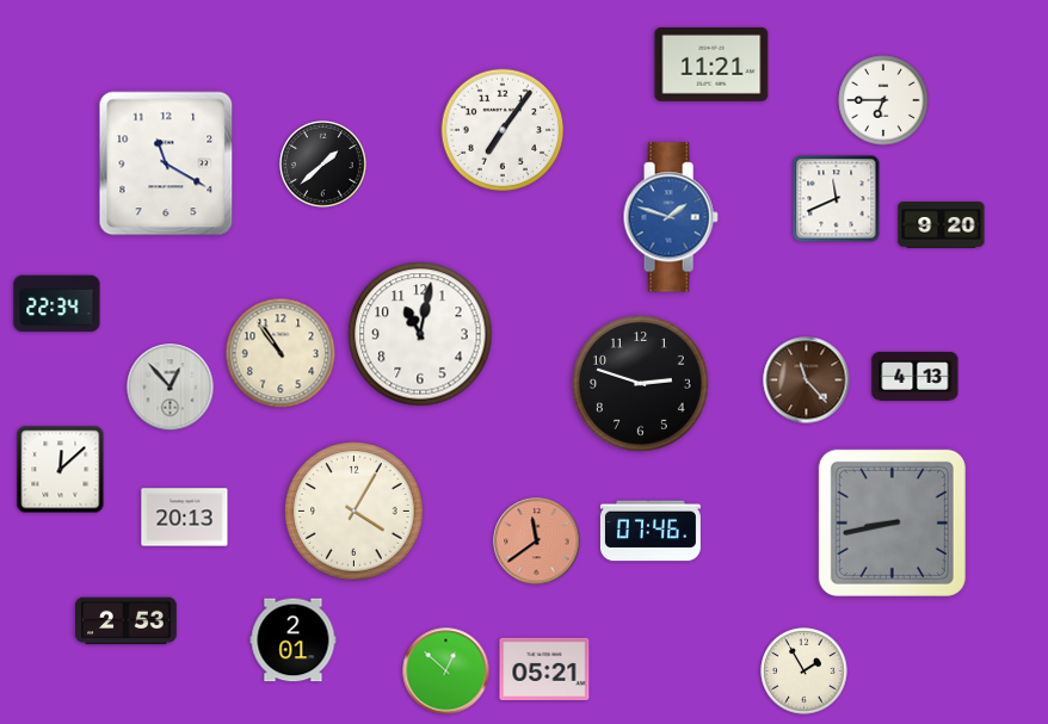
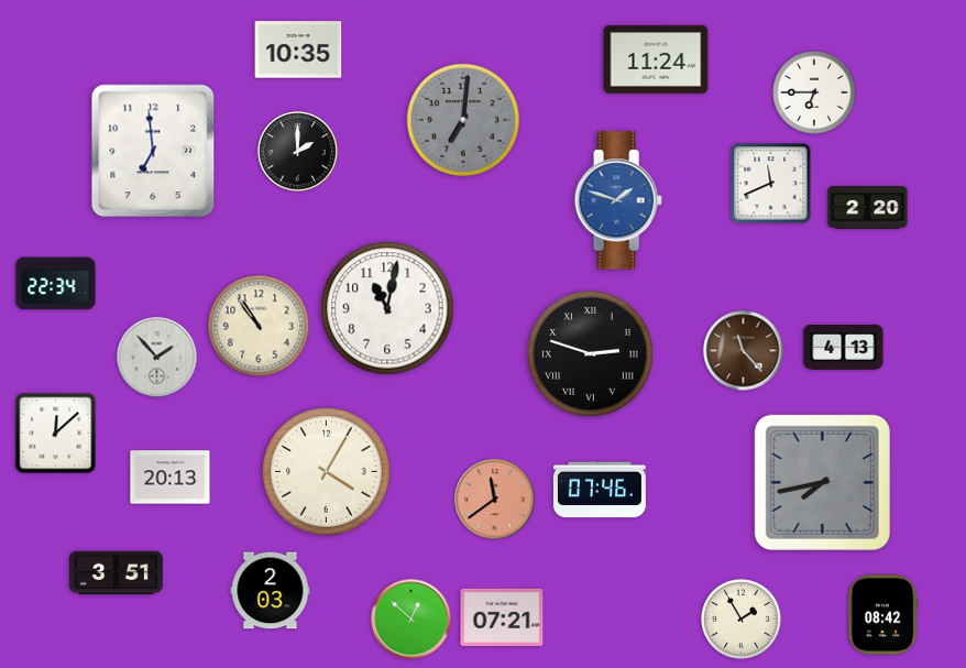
clock at (298, 50): none -> 10:35
clock at (711, 64): 11:21 -> 11:24
clock at (503, 130): 7:06 -> 7:01
clock at (503, 130) dial: white -> grey
clock at (166, 163): 11:20 -> 6:59
clock at (323, 165): 1:38 -> 2:00
clock at (942, 225): 9:20 -> 2:20
clock at (57, 304) position: (57, 304) -> (56, 284)
clock at (641, 384) numerals: Arabic -> Roman
clock at (171, 388): 12:53 -> 1:53
clock at (892, 522): 8:43 -> 7:43
clock at (127, 621): 2:53 -> 3:51
clock at (294, 641): 2:01 -> 2:03
clock at (882, 615): none -> 08:42
clock at (544, 668): 05:21 -> 07:21
